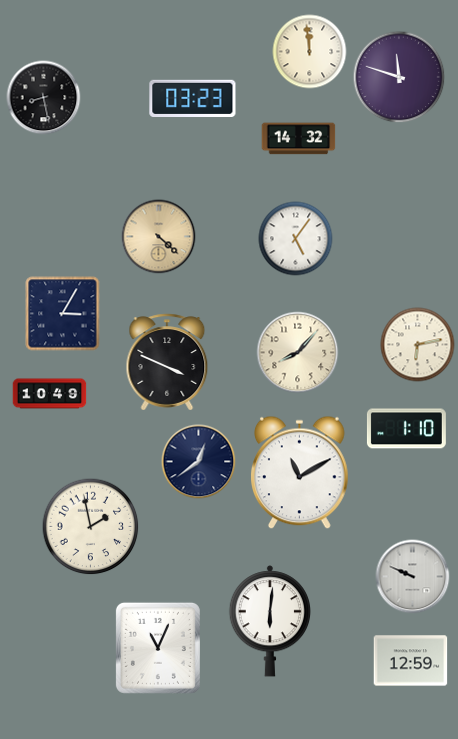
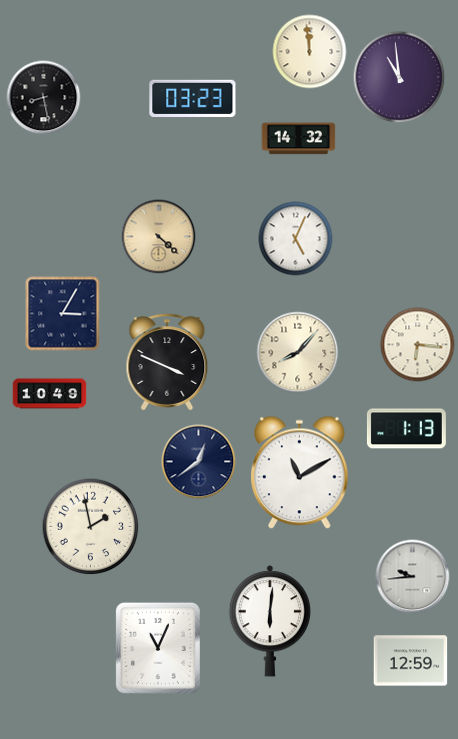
clock at (399, 77): 11:48 -> 10:59
clock at (296, 239): 5:06 -> 5:04
clock at (418, 345): 6:13 -> 6:16
clock at (406, 429): 1:10 -> 1:13
clock at (413, 577): 9:49 -> 9:44
